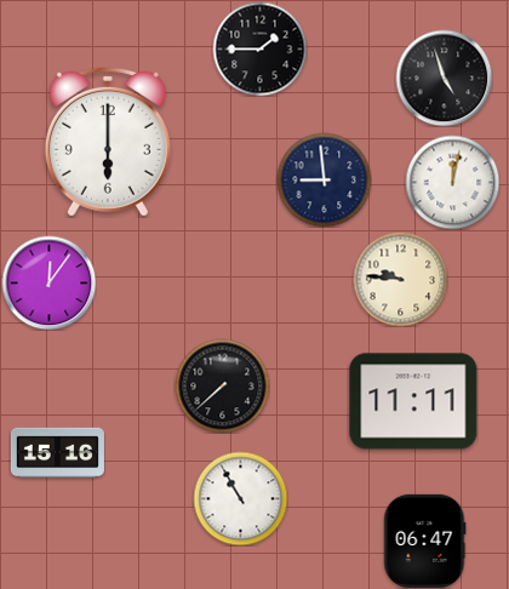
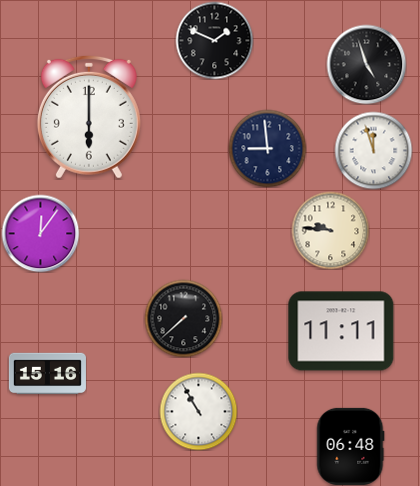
clock at (259, 48): 1:45 -> 1:49
clock at (452, 182): 12:02 -> 11:57
clock at (425, 541): 06:47 -> 06:48
